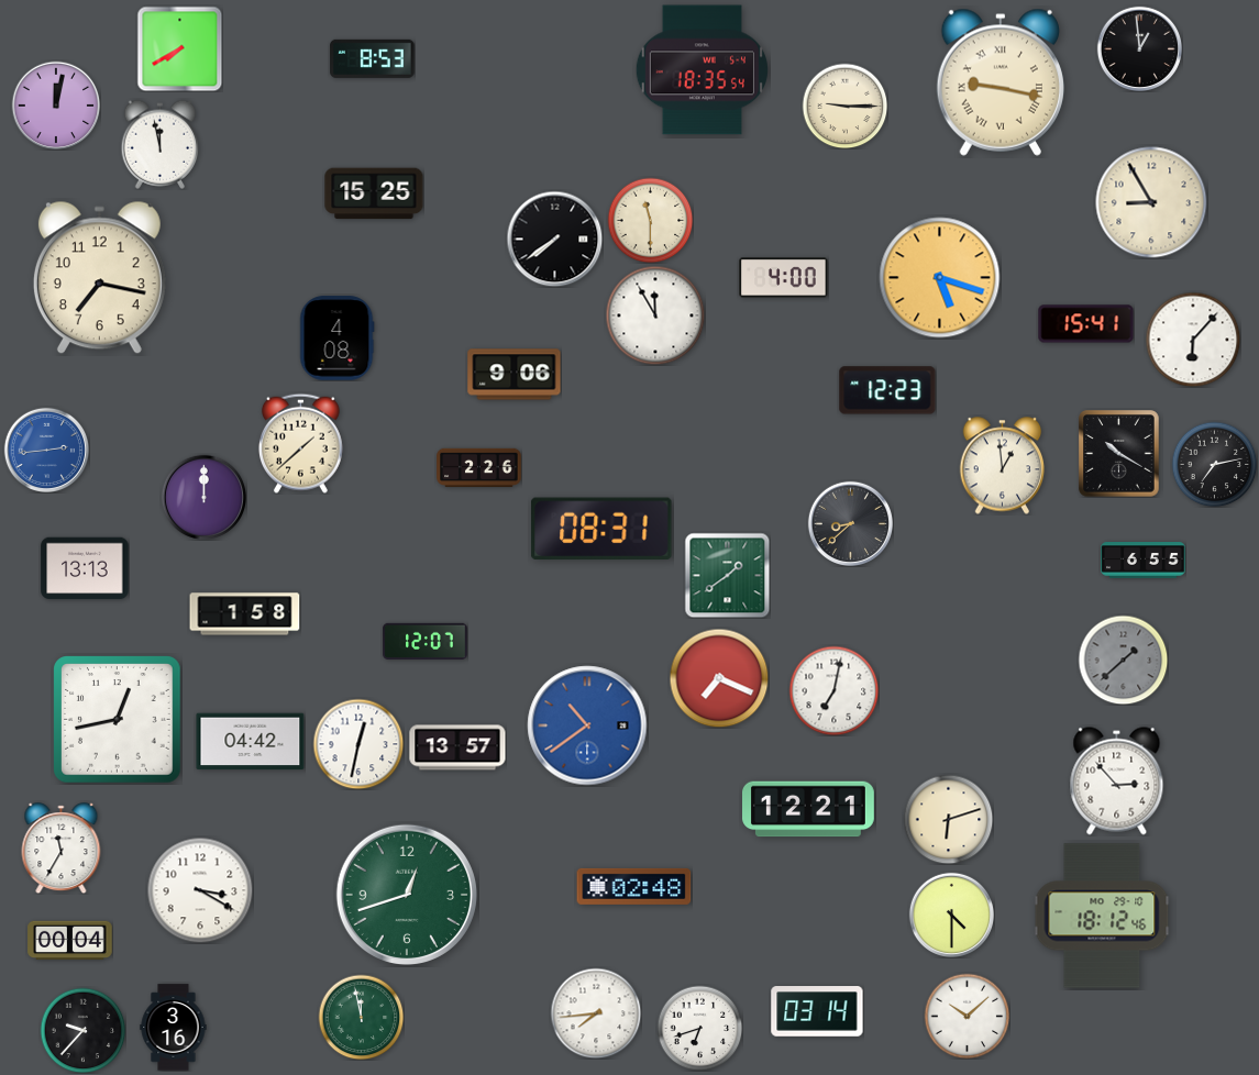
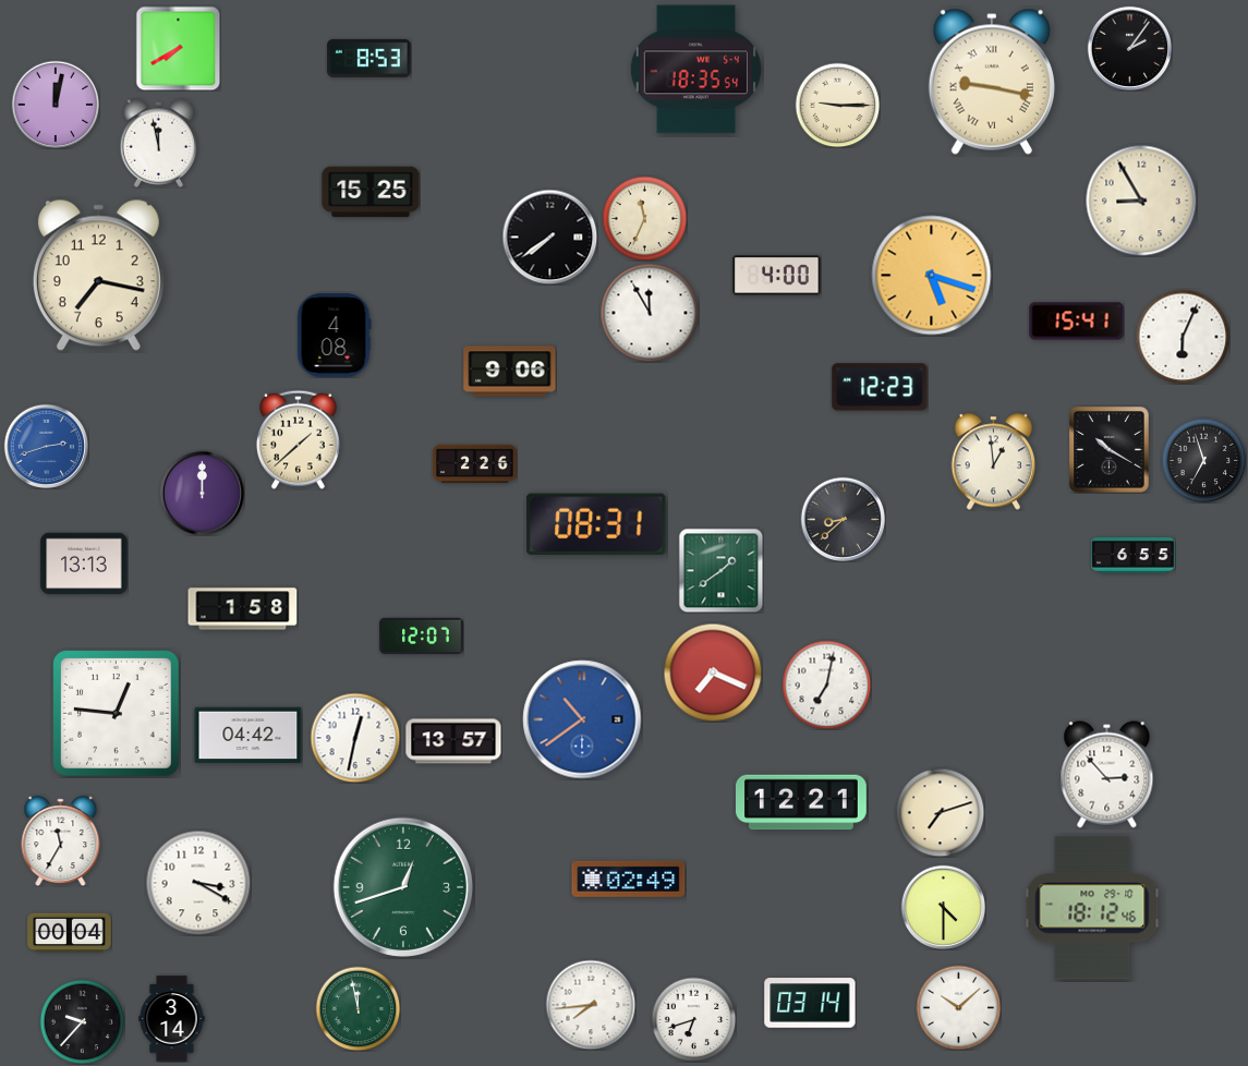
clock at (1139, 48): 12:59 -> 2:06
clock at (650, 220): 11:30 -> 11:34
clock at (1193, 340): 6:07 -> 6:04
clock at (46, 450): 2:44 -> 2:42
clock at (1214, 464): 7:13 -> 6:57
clock at (1123, 660): 1:38 -> none
clock at (118, 720): 12:43 -> 12:46
clock at (948, 819): 6:12 -> 7:12
clock at (634, 886): 02:48 -> 02:49
clock at (174, 1028): 3:16 -> 3:14
